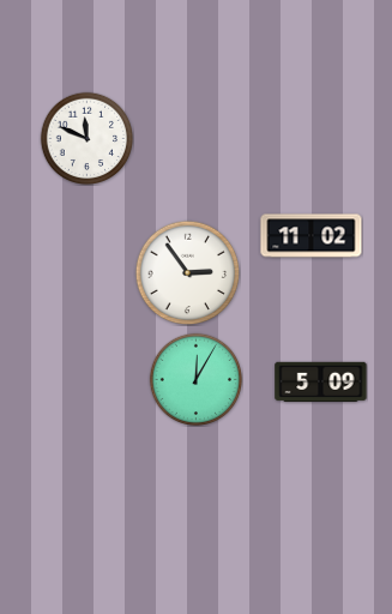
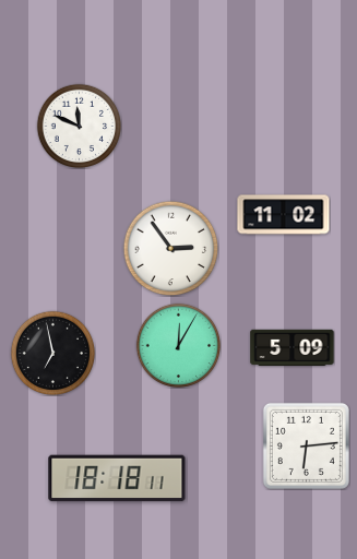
clock at (52, 353): none -> 6:58
clock at (306, 445): none -> 6:14
clock at (117, 478): none -> 18:18
